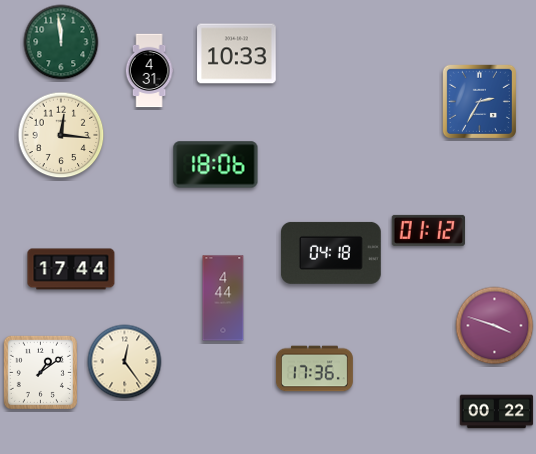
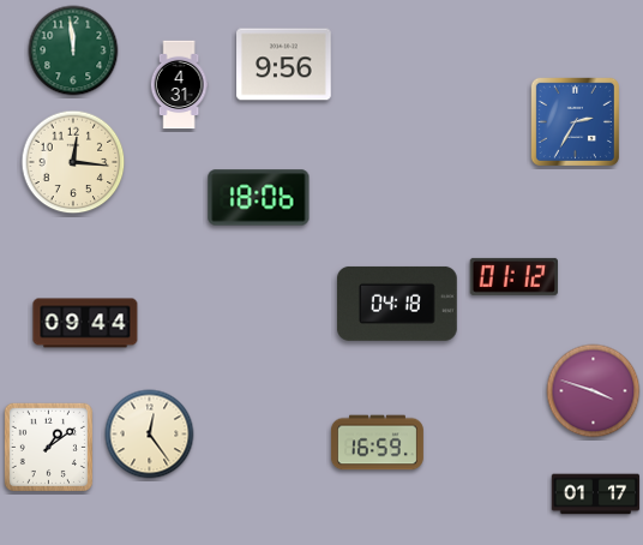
clock at (237, 54): 10:33 -> 9:56
clock at (71, 269): 17:44 -> 09:44
clock at (223, 298): 4:44 -> none
clock at (314, 369): 17:36 -> 16:59
clock at (497, 412): 00:22 -> 01:17
